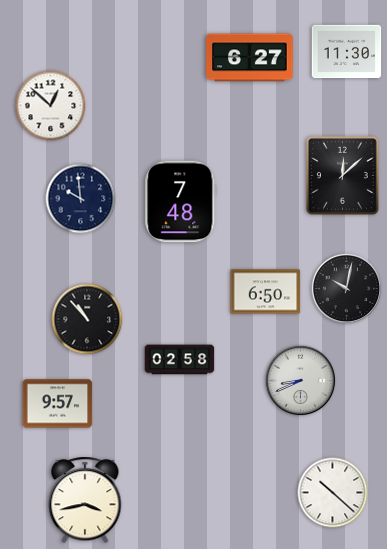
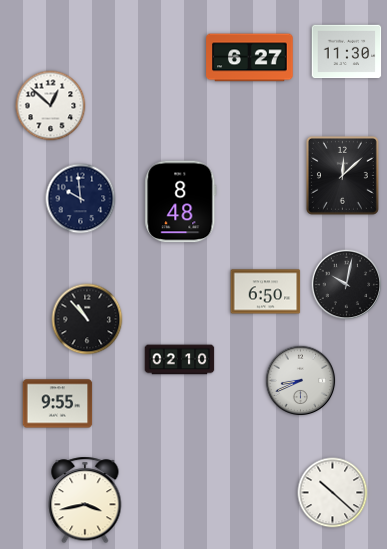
clock at (181, 202): 7:48 -> 8:48
clock at (347, 289) position: (347, 289) -> (347, 285)
clock at (180, 360): 02:58 -> 02:10
clock at (58, 404): 9:57 -> 9:55
